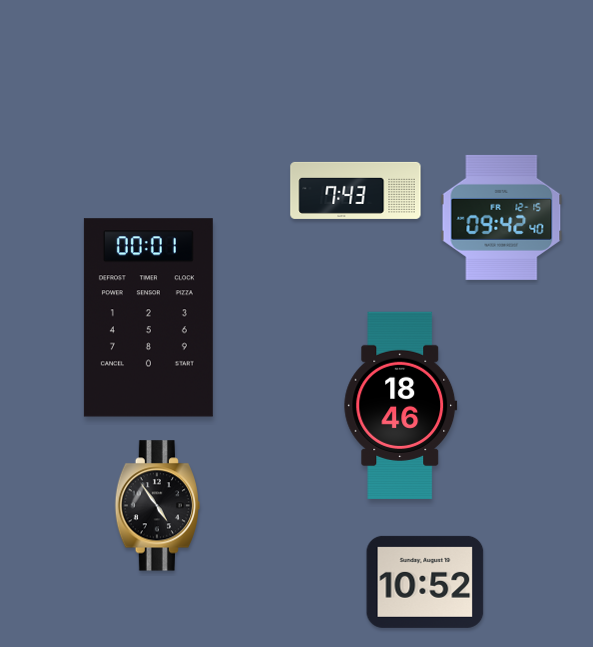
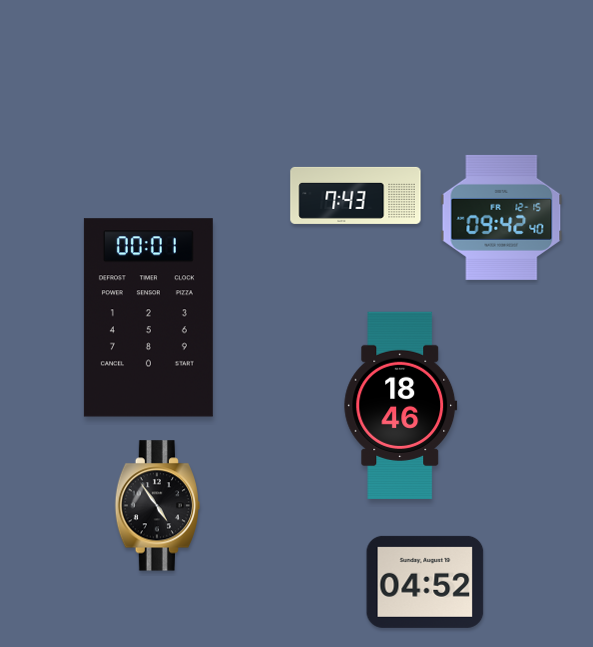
clock at (356, 190) position: (356, 190) -> (356, 195)
clock at (425, 582): 10:52 -> 04:52
